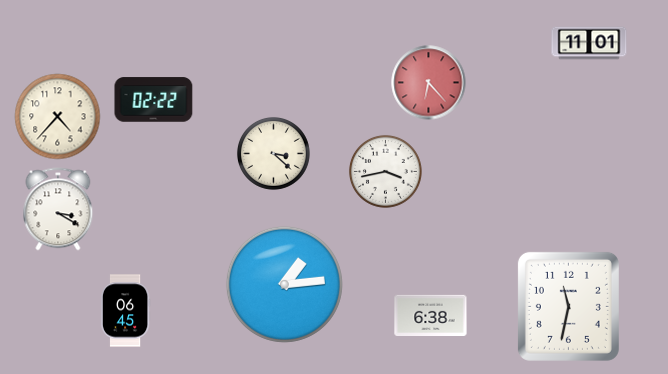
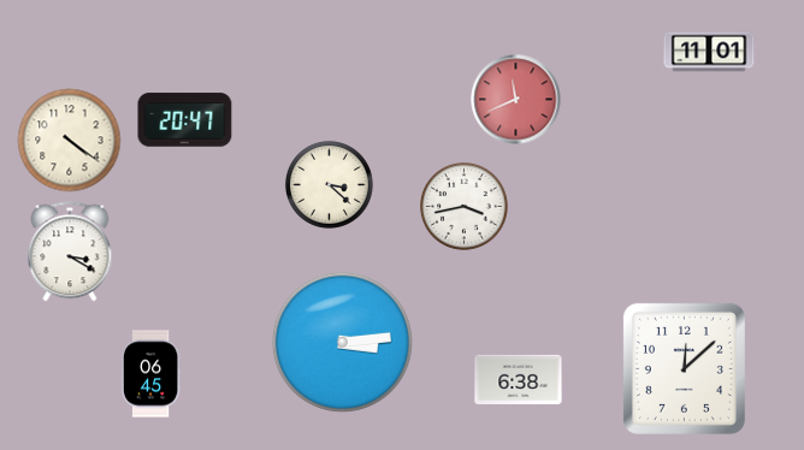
clock at (429, 83): 6:23 -> 11:41
clock at (154, 100): 02:22 -> 20:47
clock at (58, 117): 4:37 -> 4:21
clock at (284, 284): 1:14 -> 3:14
clock at (568, 306): 11:32 -> 12:08
